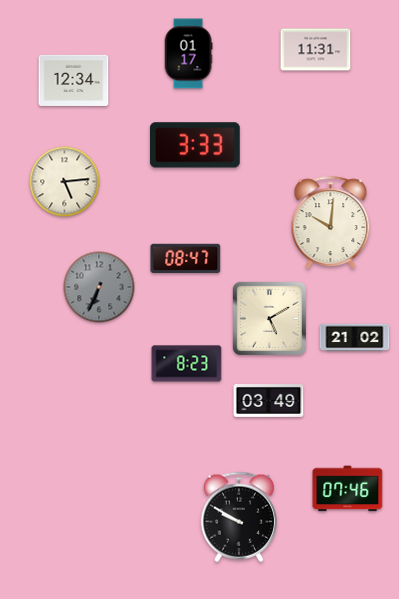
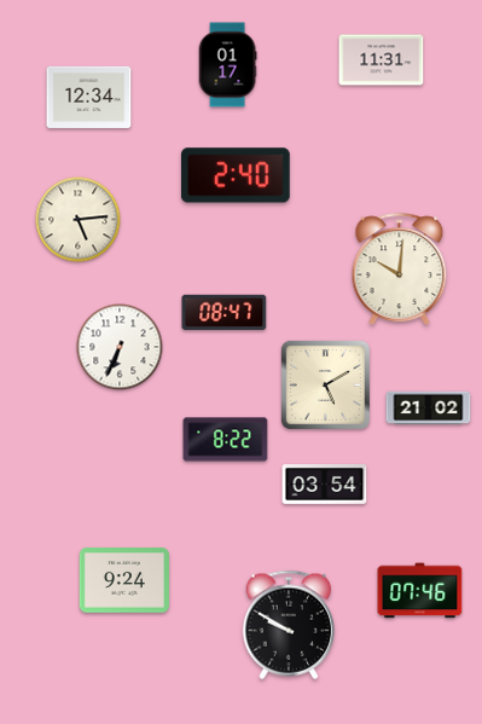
clock at (195, 145): 3:33 -> 2:40
clock at (99, 287) dial: grey -> white
clock at (187, 364): 8:23 -> 8:22
clock at (269, 401): 03:49 -> 03:54
clock at (124, 580): none -> 9:24
